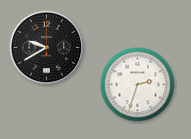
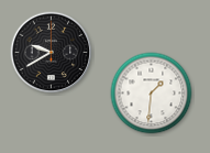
clock at (138, 85): 2:33 -> 1:31
